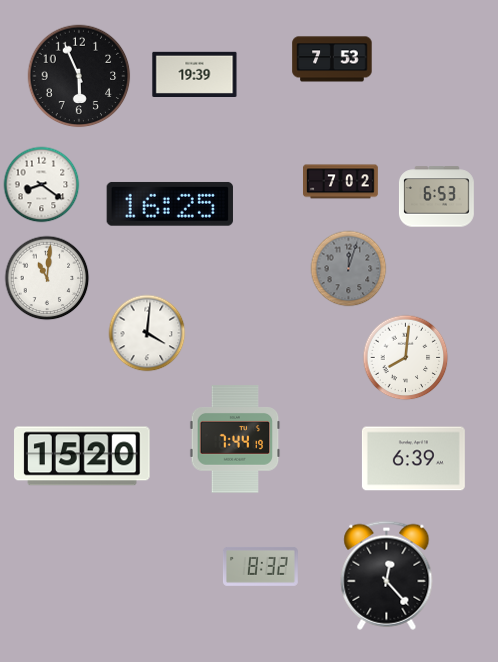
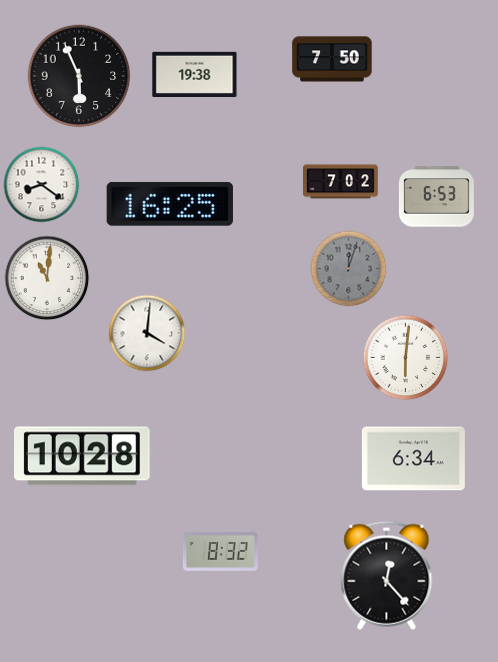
clock at (332, 59): 7:53 -> 7:50
clock at (195, 74): 19:39 -> 19:38
clock at (406, 358): 8:01 -> 6:01
clock at (235, 439): 7:44 -> none
clock at (83, 456): 15:20 -> 10:28
clock at (413, 459): 6:39 -> 6:34
clock at (261, 566) position: (261, 566) -> (221, 551)
